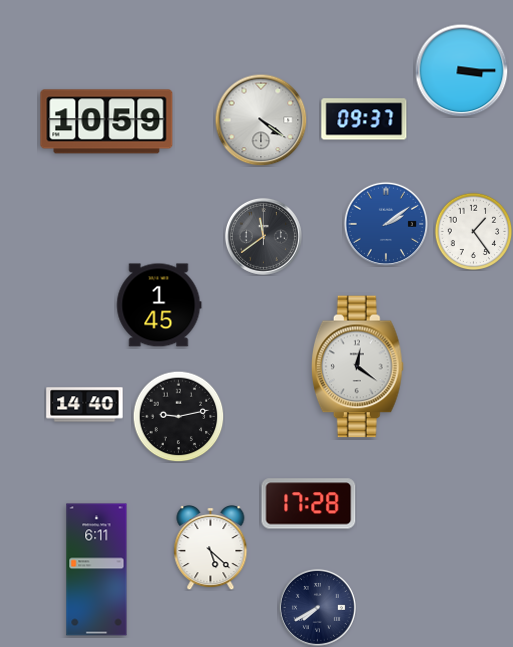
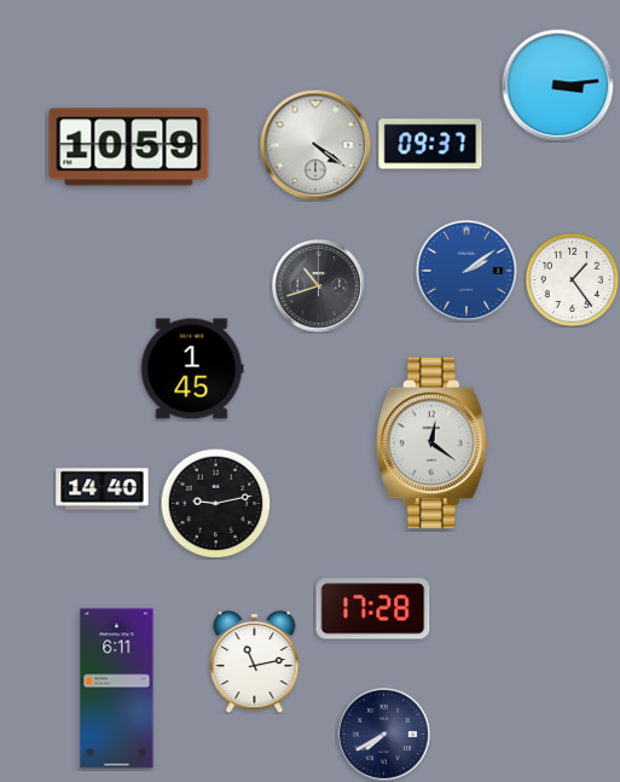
clock at (461, 70): 3:15 -> 3:14
clock at (364, 119) position: (364, 119) -> (430, 144)
clock at (263, 236): 11:39 -> 10:42
clock at (211, 548): 5:22 -> 11:13
